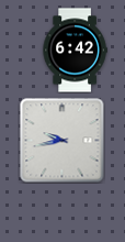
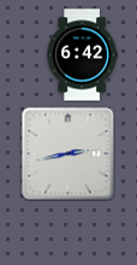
clock at (63, 141): 9:43 -> 2:43
